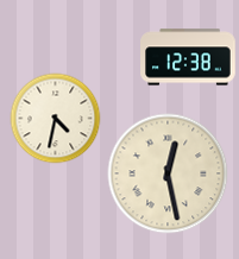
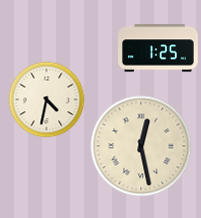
clock at (188, 57): 12:38 -> 1:25
